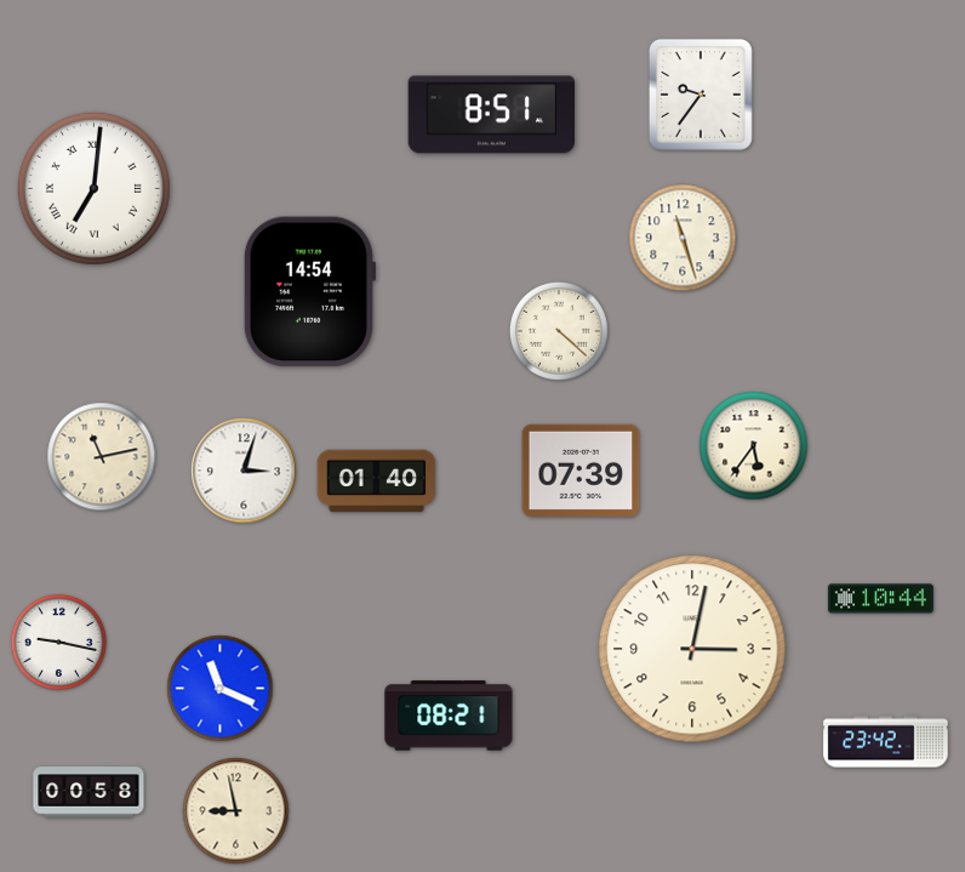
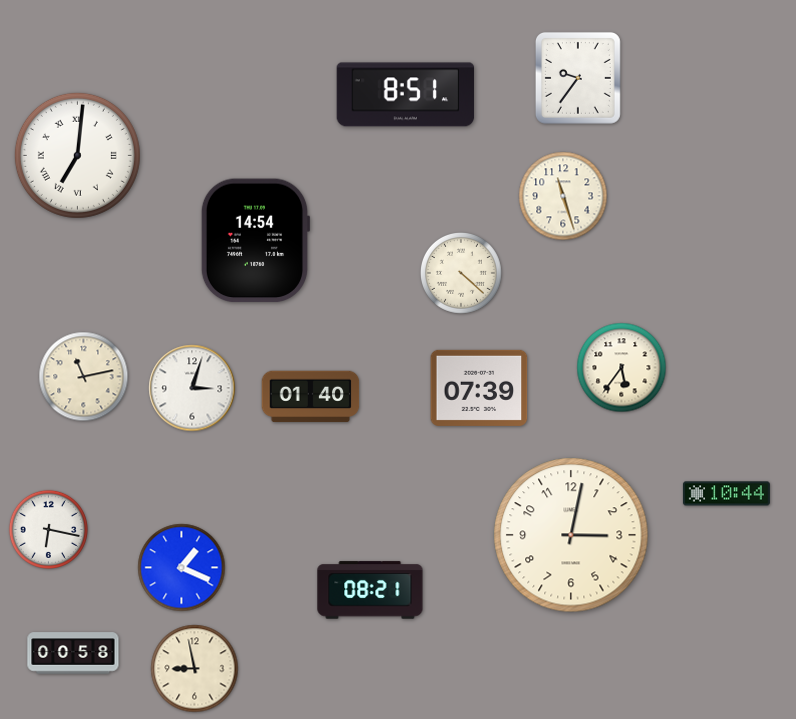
clock at (244, 471) position: (244, 471) -> (192, 388)
clock at (58, 642): 9:17 -> 6:17
clock at (221, 689): 11:19 -> 1:19
clock at (886, 742): 23:42 -> none
